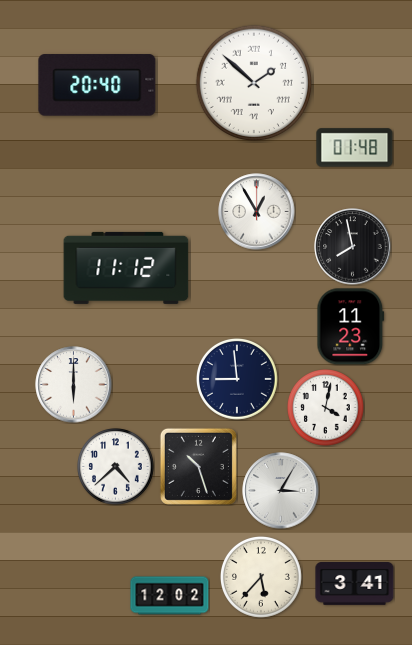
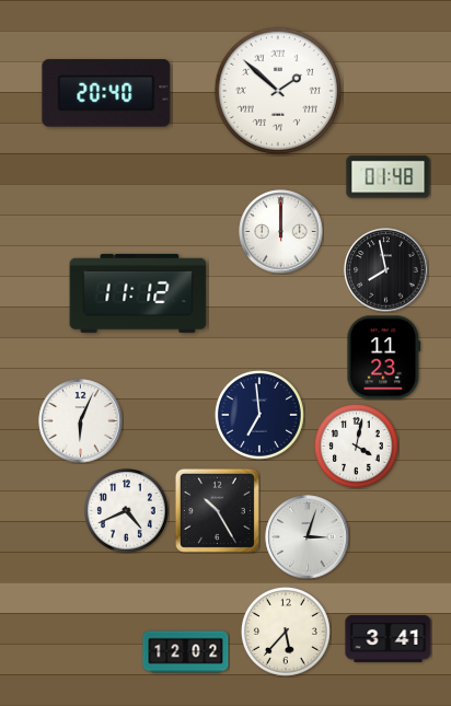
clock at (355, 148) position: (355, 148) -> (389, 177)
clock at (257, 212): 12:55 -> 12:00
clock at (237, 379): 8:59 -> 6:59
clock at (74, 385): 6:00 -> 6:04
clock at (198, 466): 10:27 -> 10:25
clock at (116, 467): 4:38 -> 4:41
clock at (281, 491): 3:05 -> 3:03
